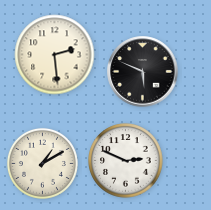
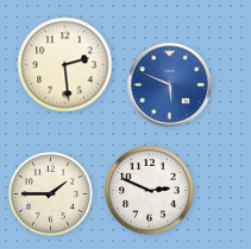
clock at (143, 72) dial: black -> blue
clock at (42, 163): 1:10 -> 1:45
